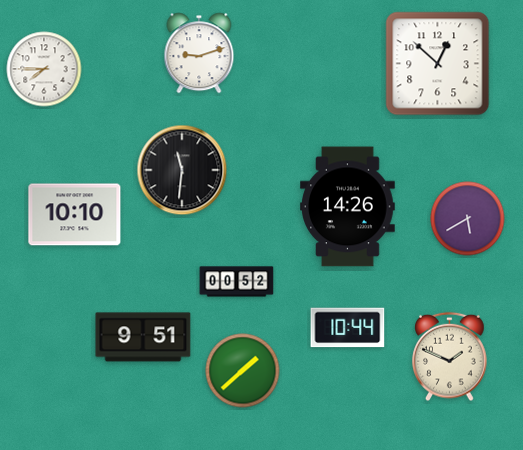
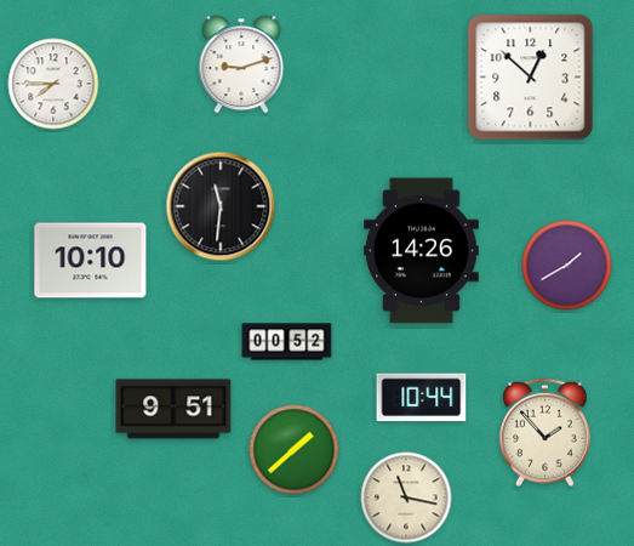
clock at (468, 219): 5:40 -> 1:40
clock at (450, 357): 1:49 -> 1:53
clock at (406, 497): none -> 11:17
